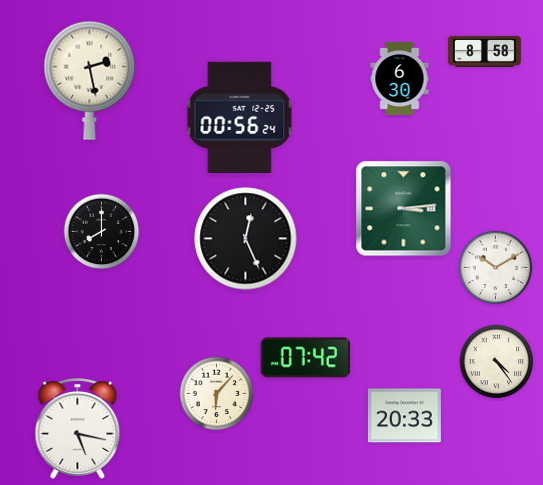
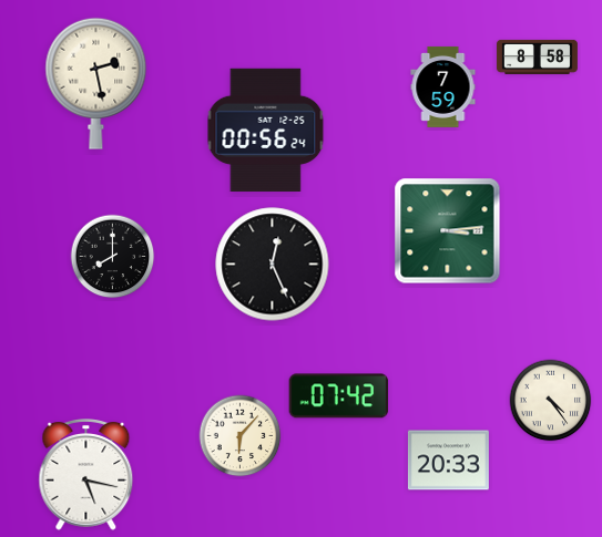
clock at (400, 78): 6:30 -> 7:59
clock at (90, 80) position: (90, 80) -> (96, 83)
clock at (496, 268): 10:10 -> none
